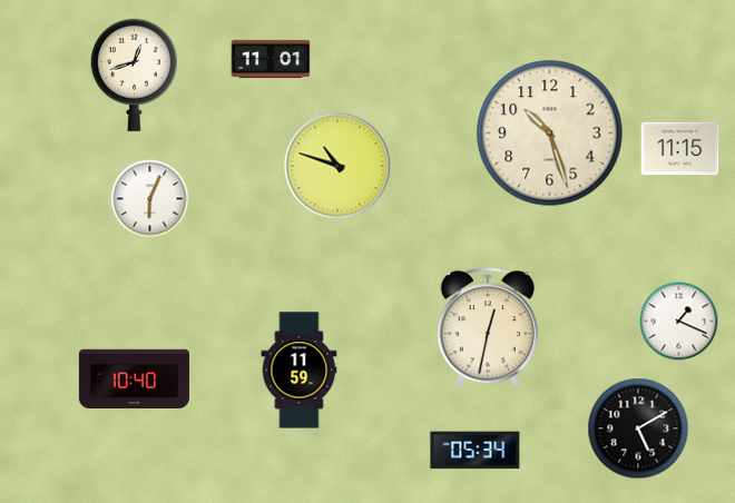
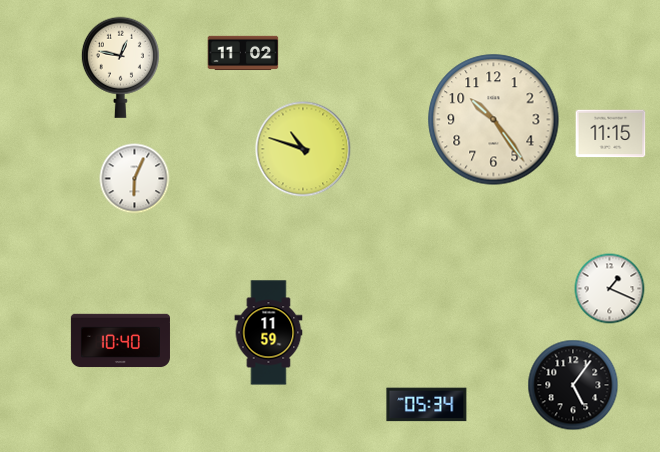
clock at (271, 59): 11:01 -> 11:02
clock at (134, 75): 12:42 -> 12:47
clock at (550, 134): 10:27 -> 10:24
clock at (488, 328): 12:32 -> none
clock at (638, 428): 5:10 -> 5:06
